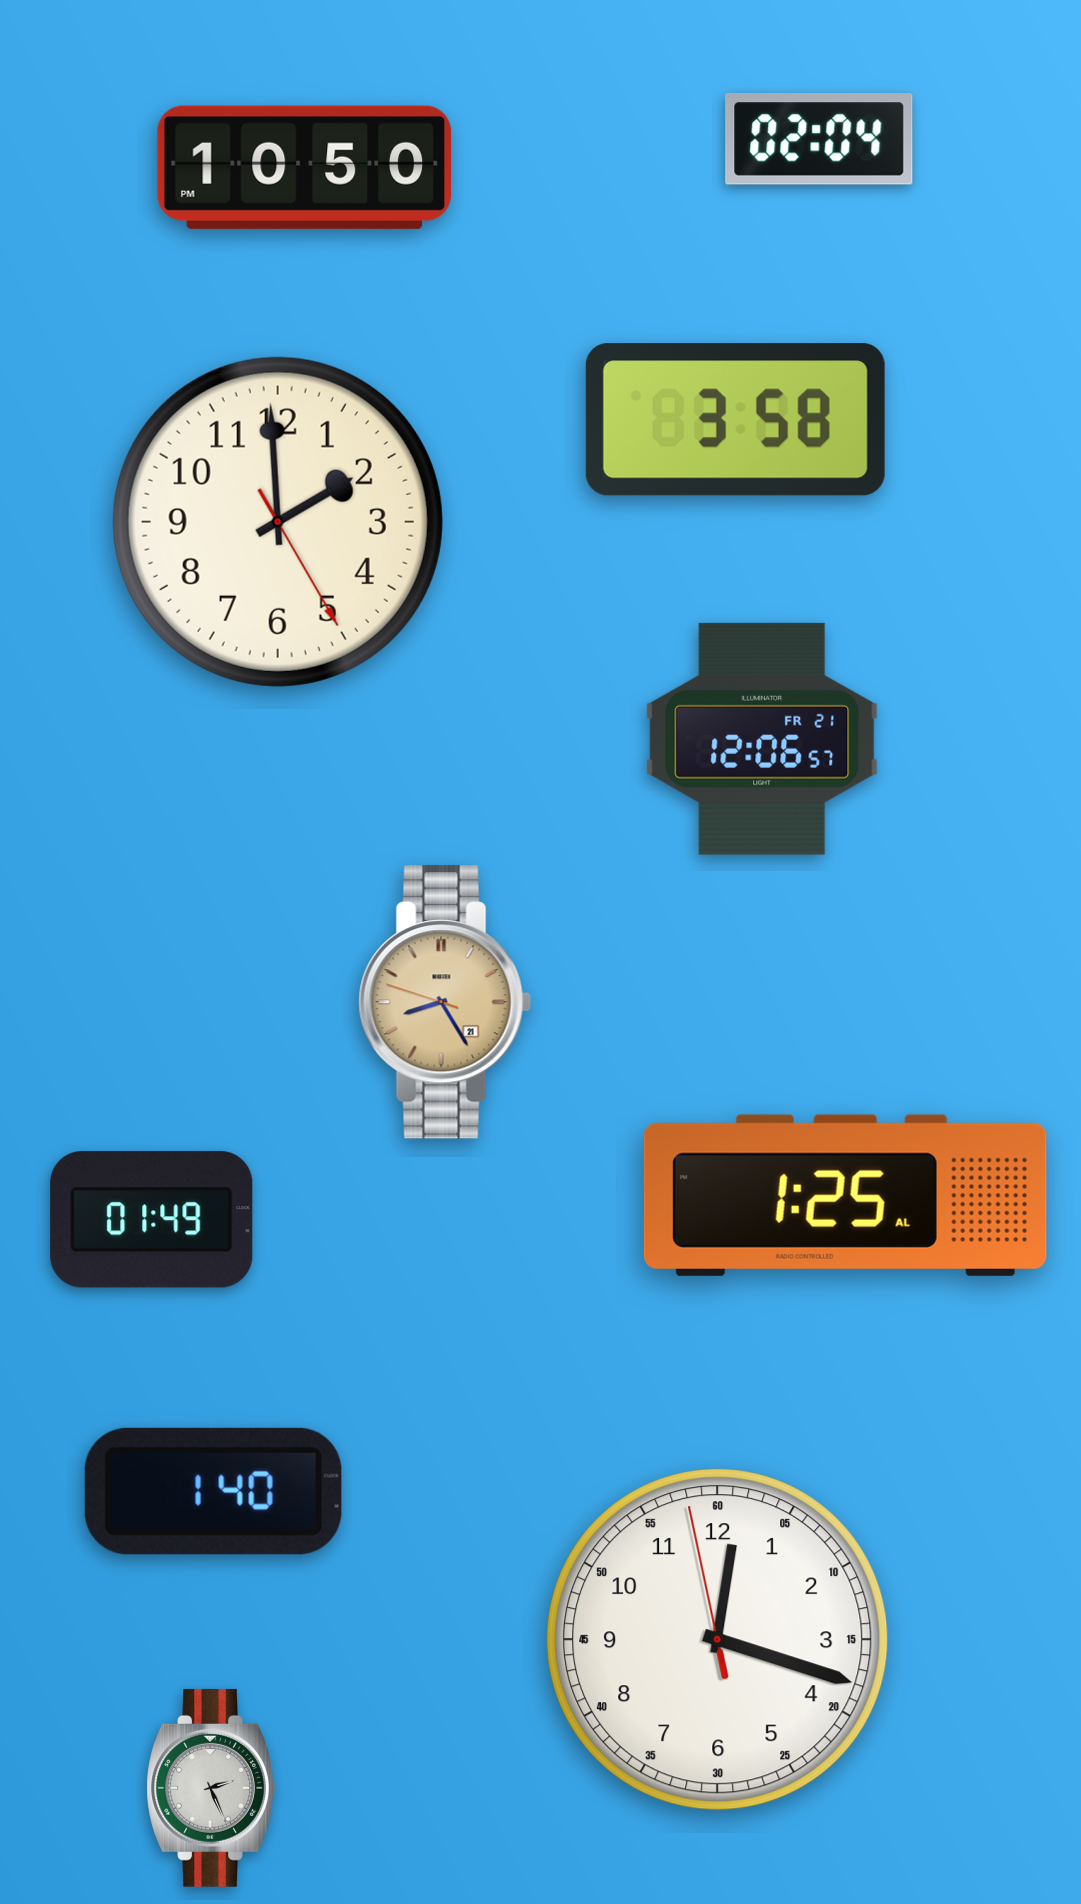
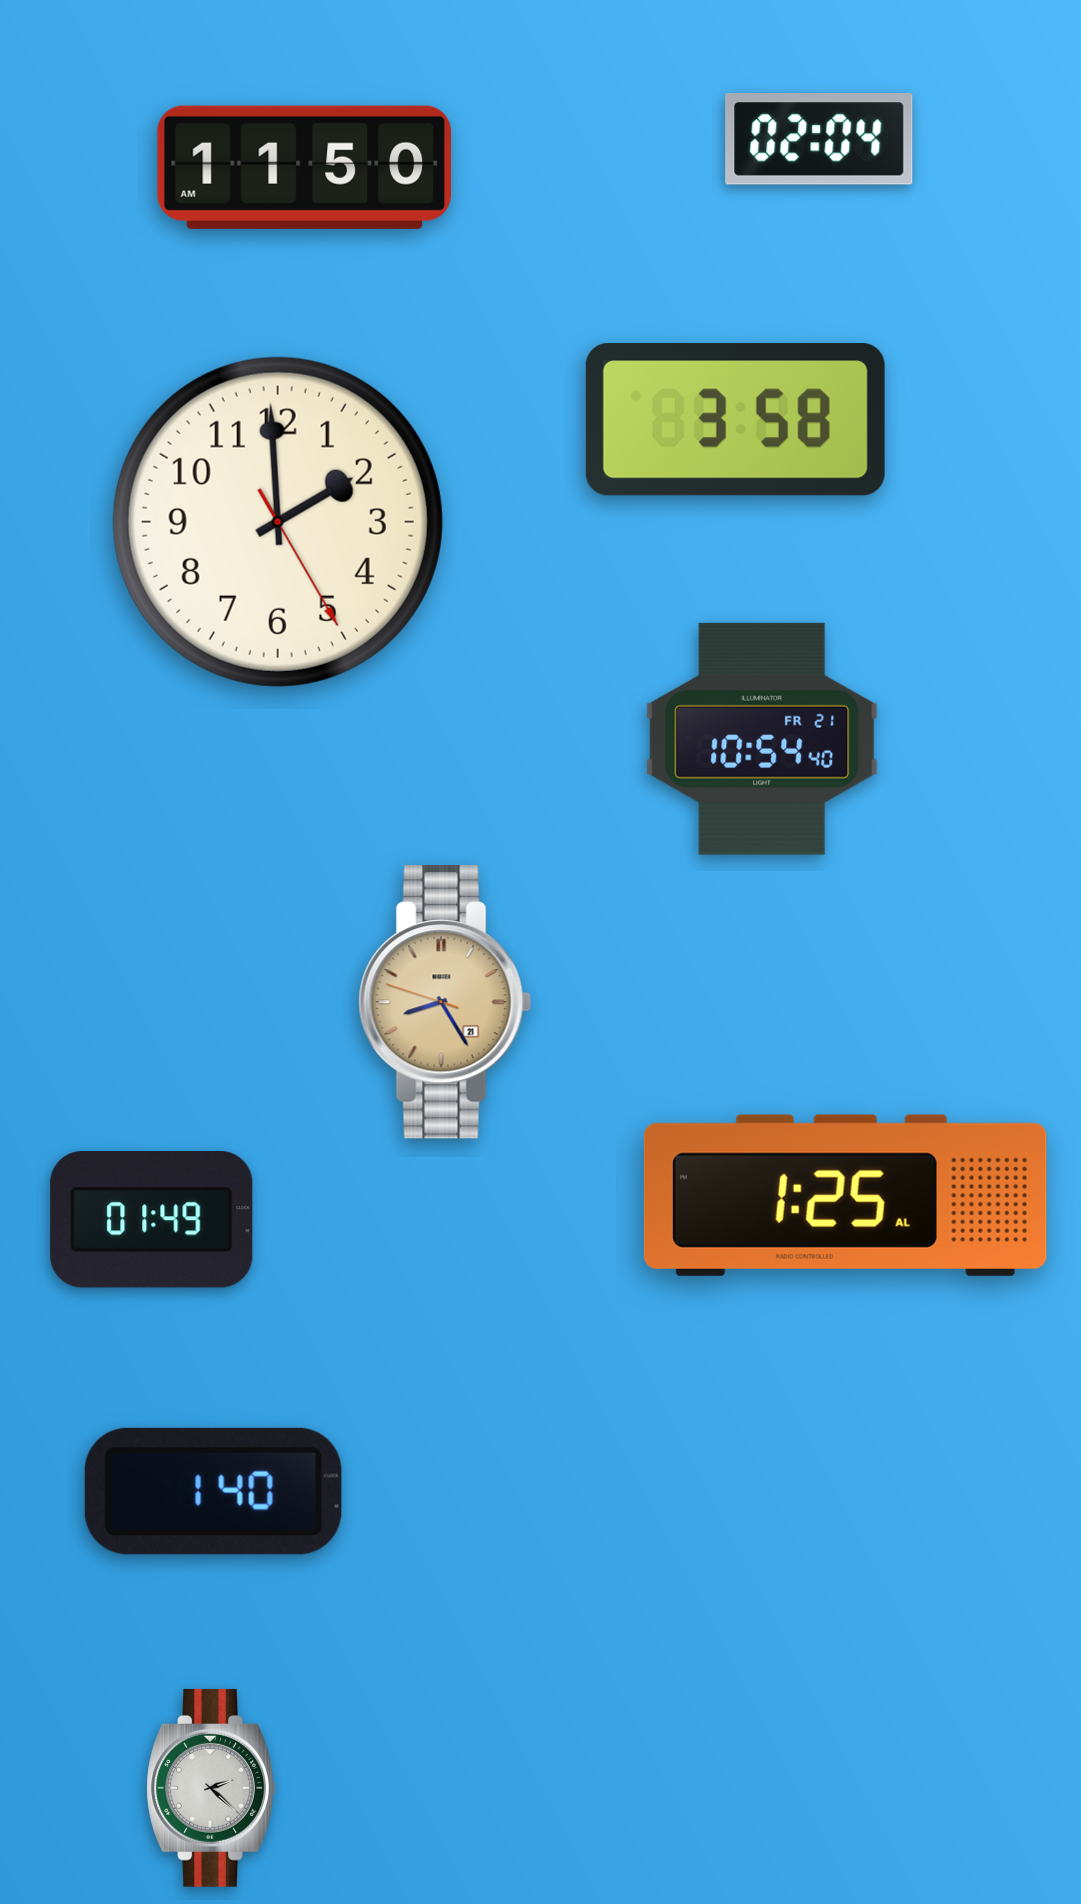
clock at (304, 167): 10:50 -> 11:50
clock at (762, 739): 12:06 -> 10:54
clock at (718, 1640): 12:17 -> none
clock at (211, 1788): 2:26 -> 2:22
